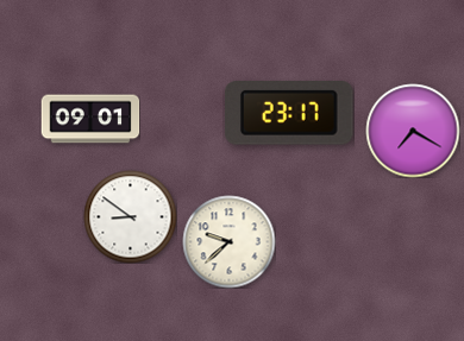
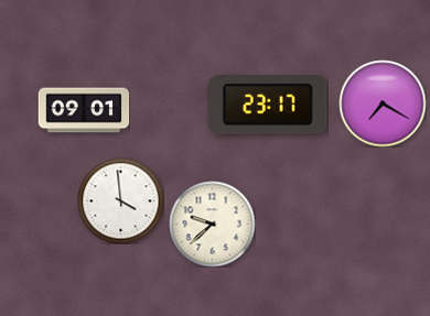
clock at (413, 131) position: (413, 131) -> (383, 103)
clock at (130, 216): 8:51 -> 3:59
